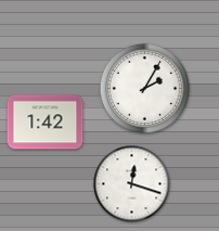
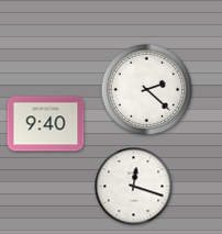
clock at (144, 88): 2:05 -> 2:22
clock at (46, 123): 1:42 -> 9:40
